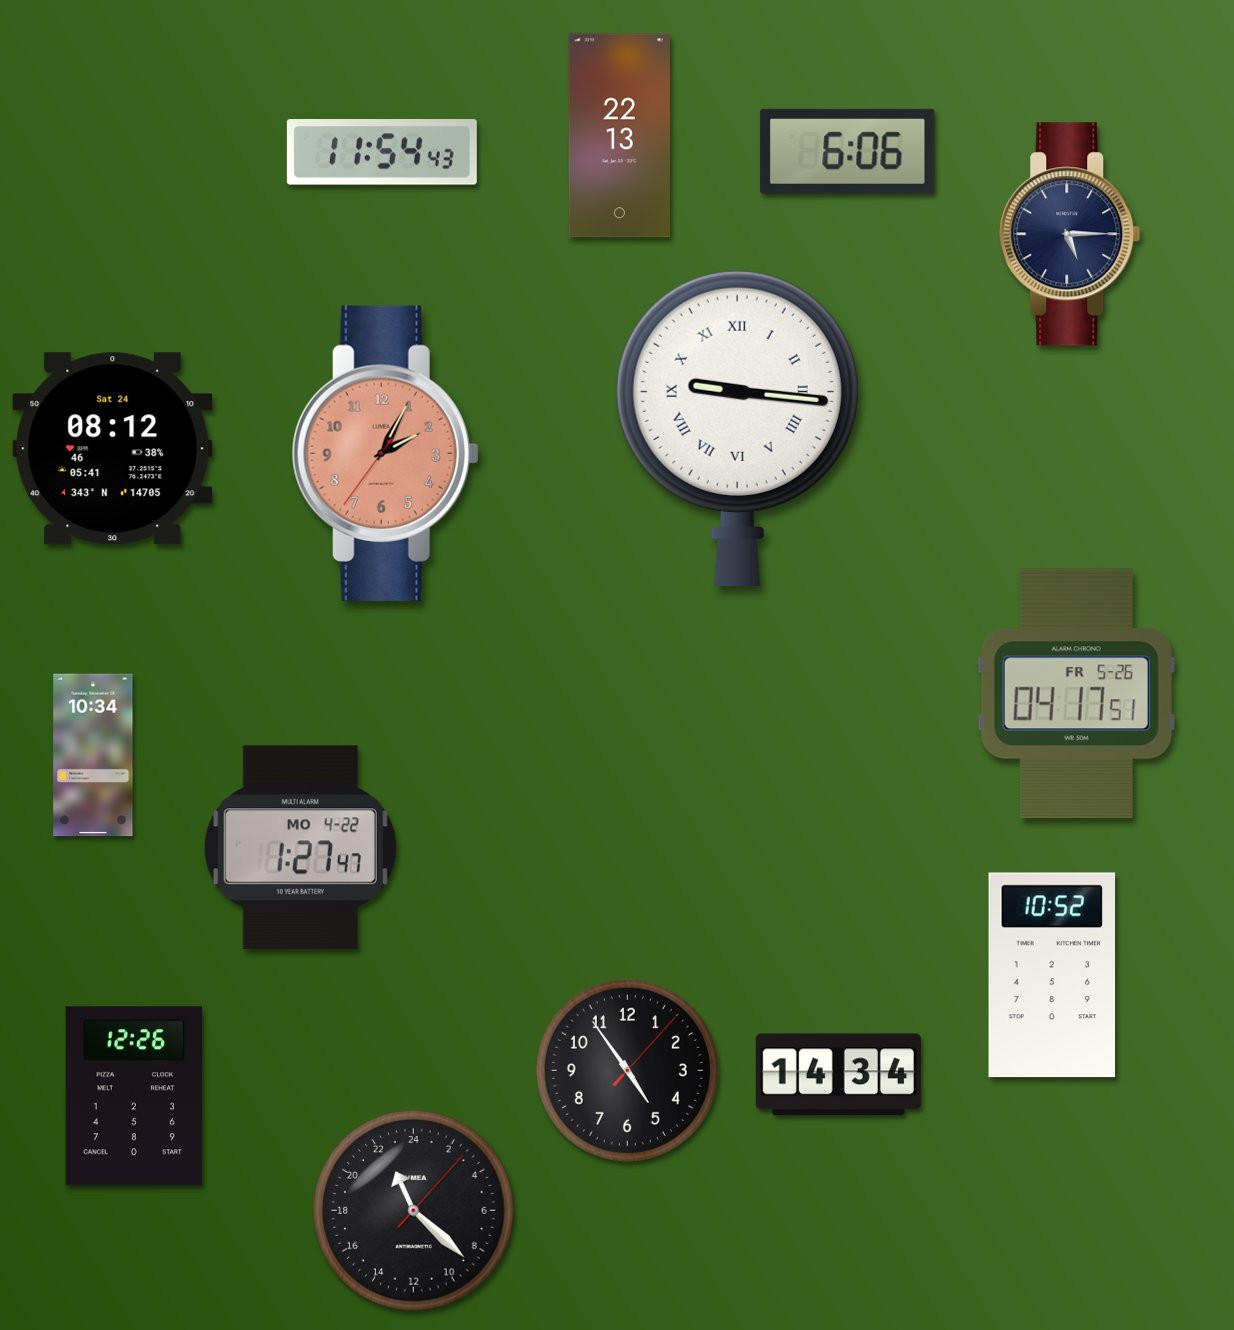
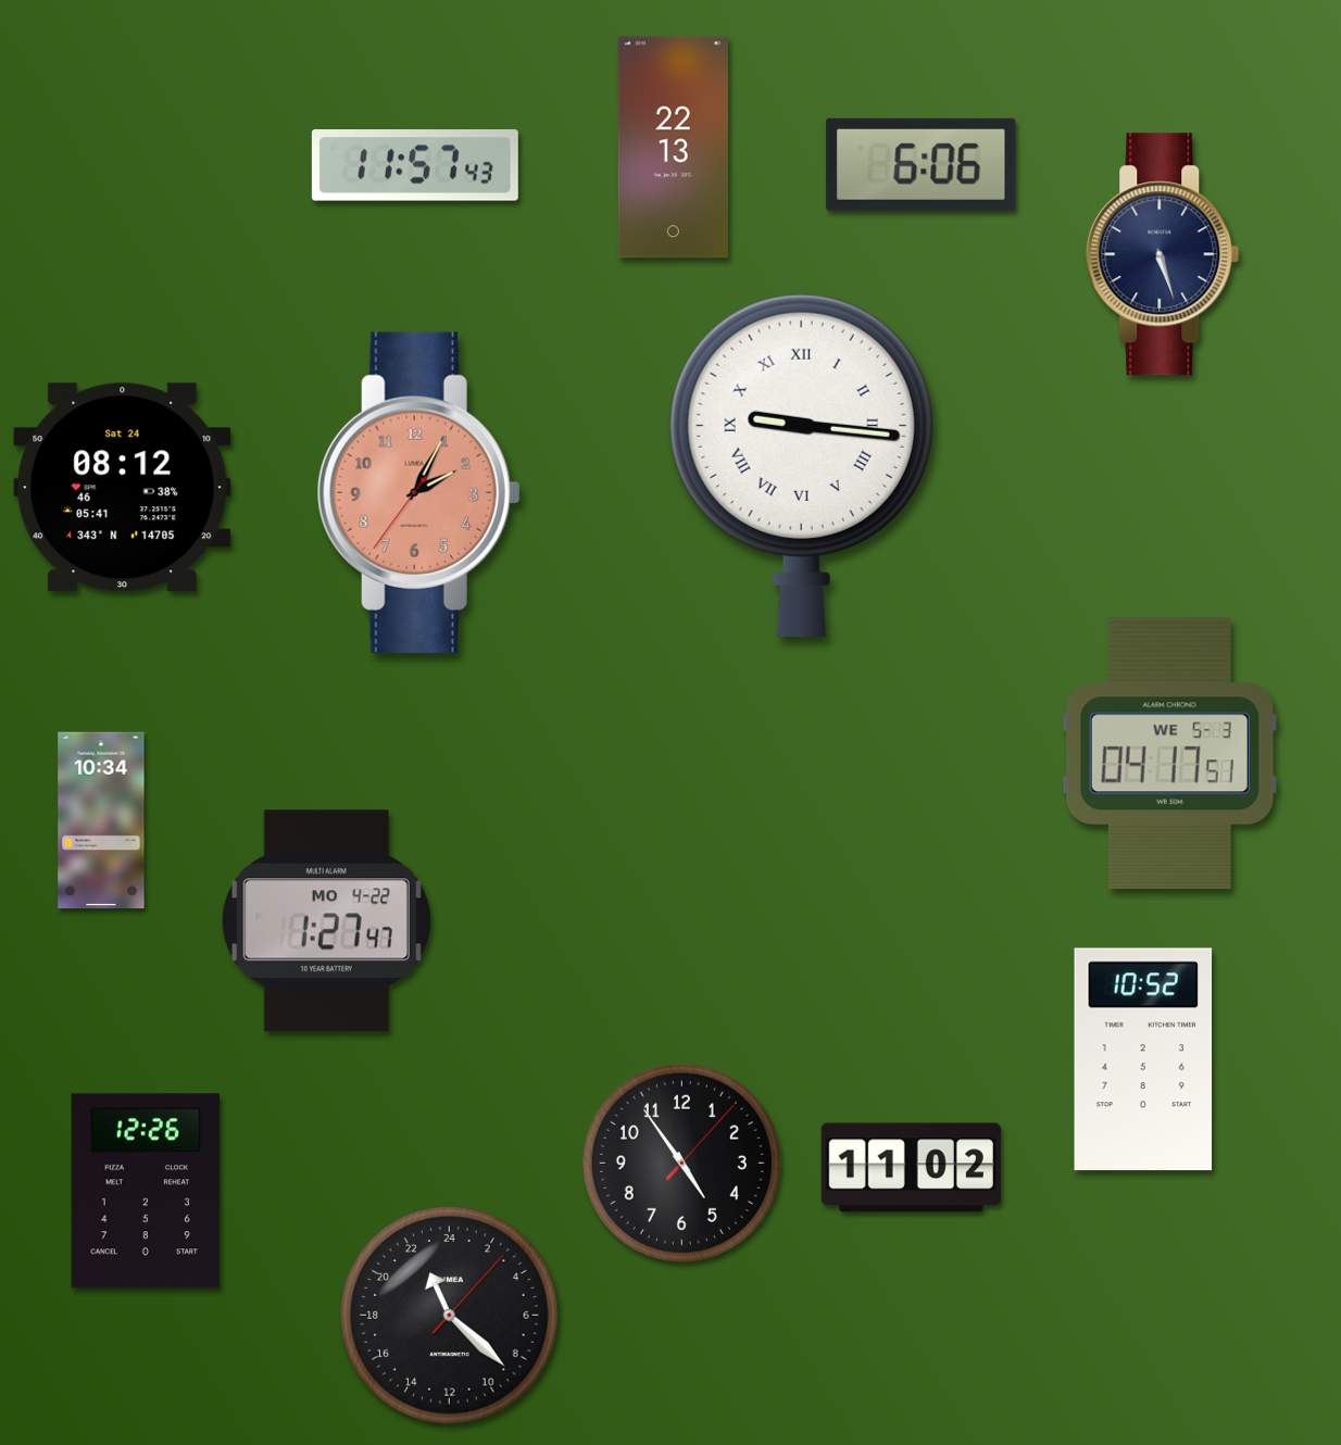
clock at (382, 152): 11:54 -> 11:57
clock at (1070, 234): 5:15 -> 5:27
clock at (1076, 693) date: FR 5-26 -> WE 5-3
clock at (838, 1075): 14:34 -> 11:02
